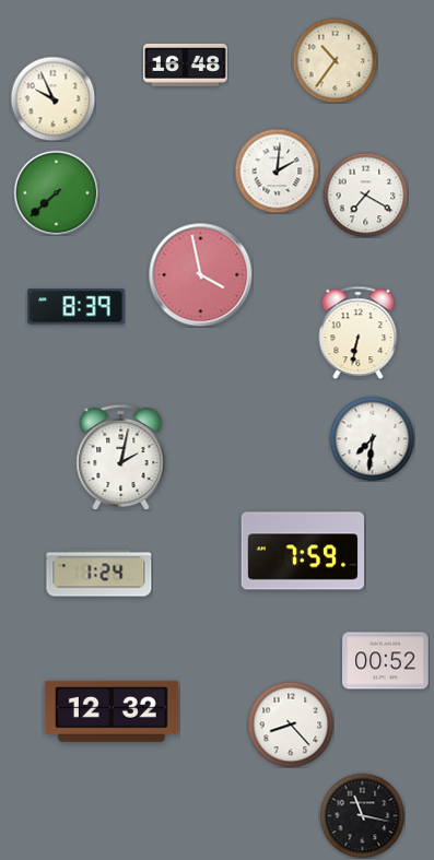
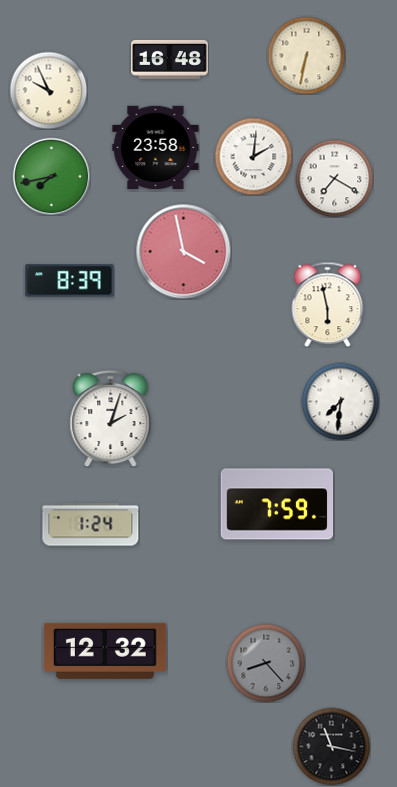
clock at (335, 60): 10:36 -> 6:32
clock at (156, 148): none -> 23:58
clock at (56, 192): 7:38 -> 7:43
clock at (359, 332): 6:32 -> 5:58
clock at (121, 457): 2:02 -> 2:03
clock at (386, 661): 00:52 -> none
clock at (112, 711) position: (112, 711) -> (105, 651)
clock at (291, 724) dial: white -> grey
